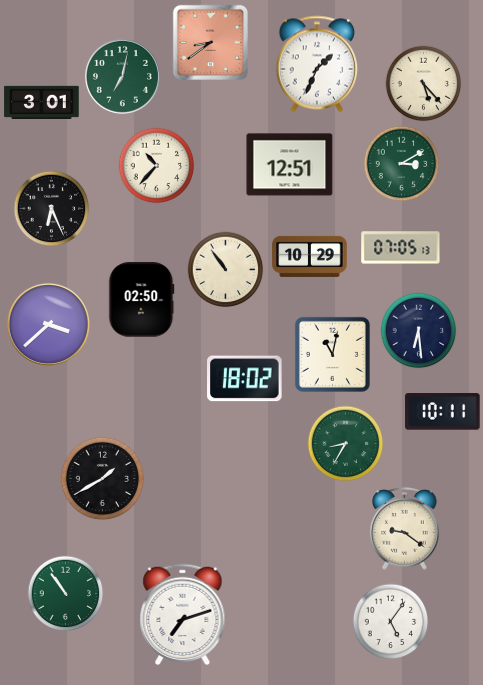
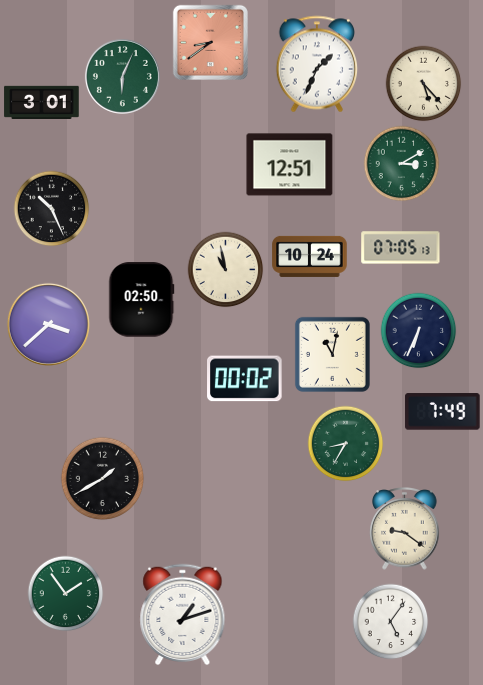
clock at (122, 76): 7:02 -> 6:04
clock at (157, 166): 10:37 -> none
clock at (52, 209): 6:26 -> 10:26
clock at (310, 256): 10:29 -> 10:24
clock at (226, 270): 10:54 -> 10:58
clock at (419, 331): 6:29 -> 6:34
clock at (245, 379): 18:02 -> 00:02
clock at (443, 412): 10:11 -> 7:49
clock at (66, 594): 10:54 -> 1:54
clock at (183, 615): 7:12 -> 1:12
